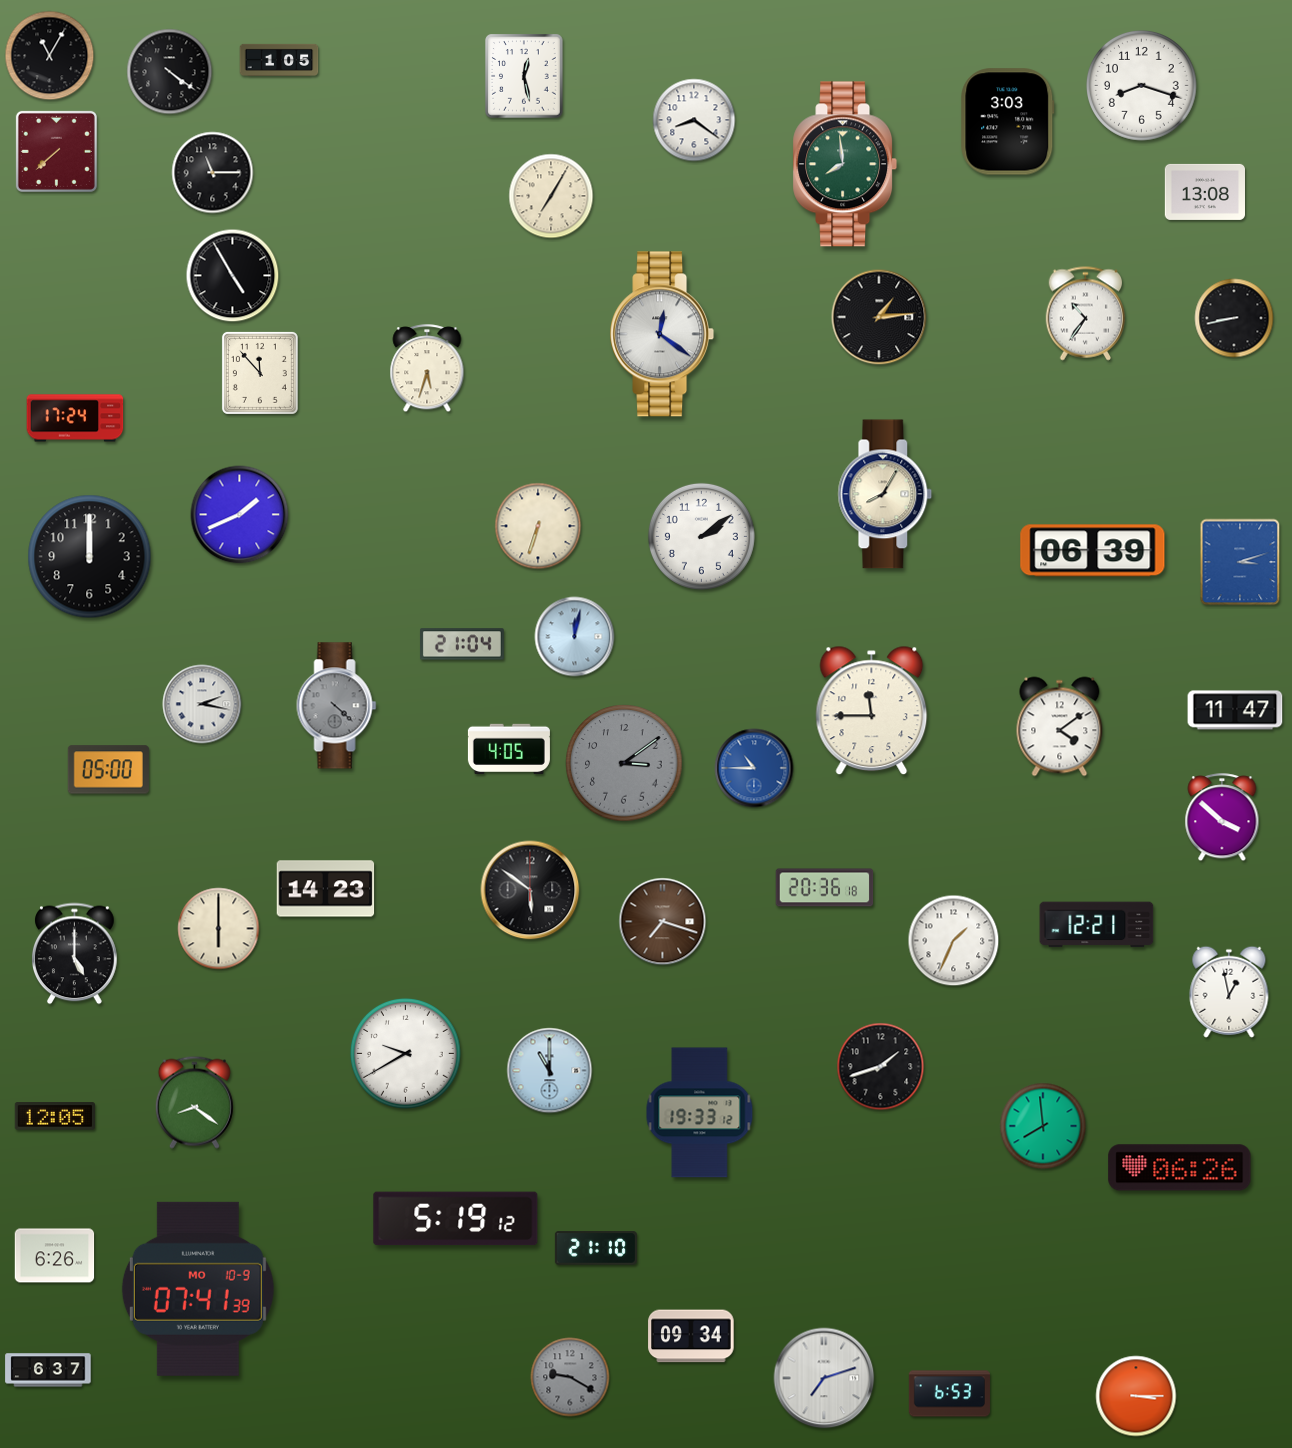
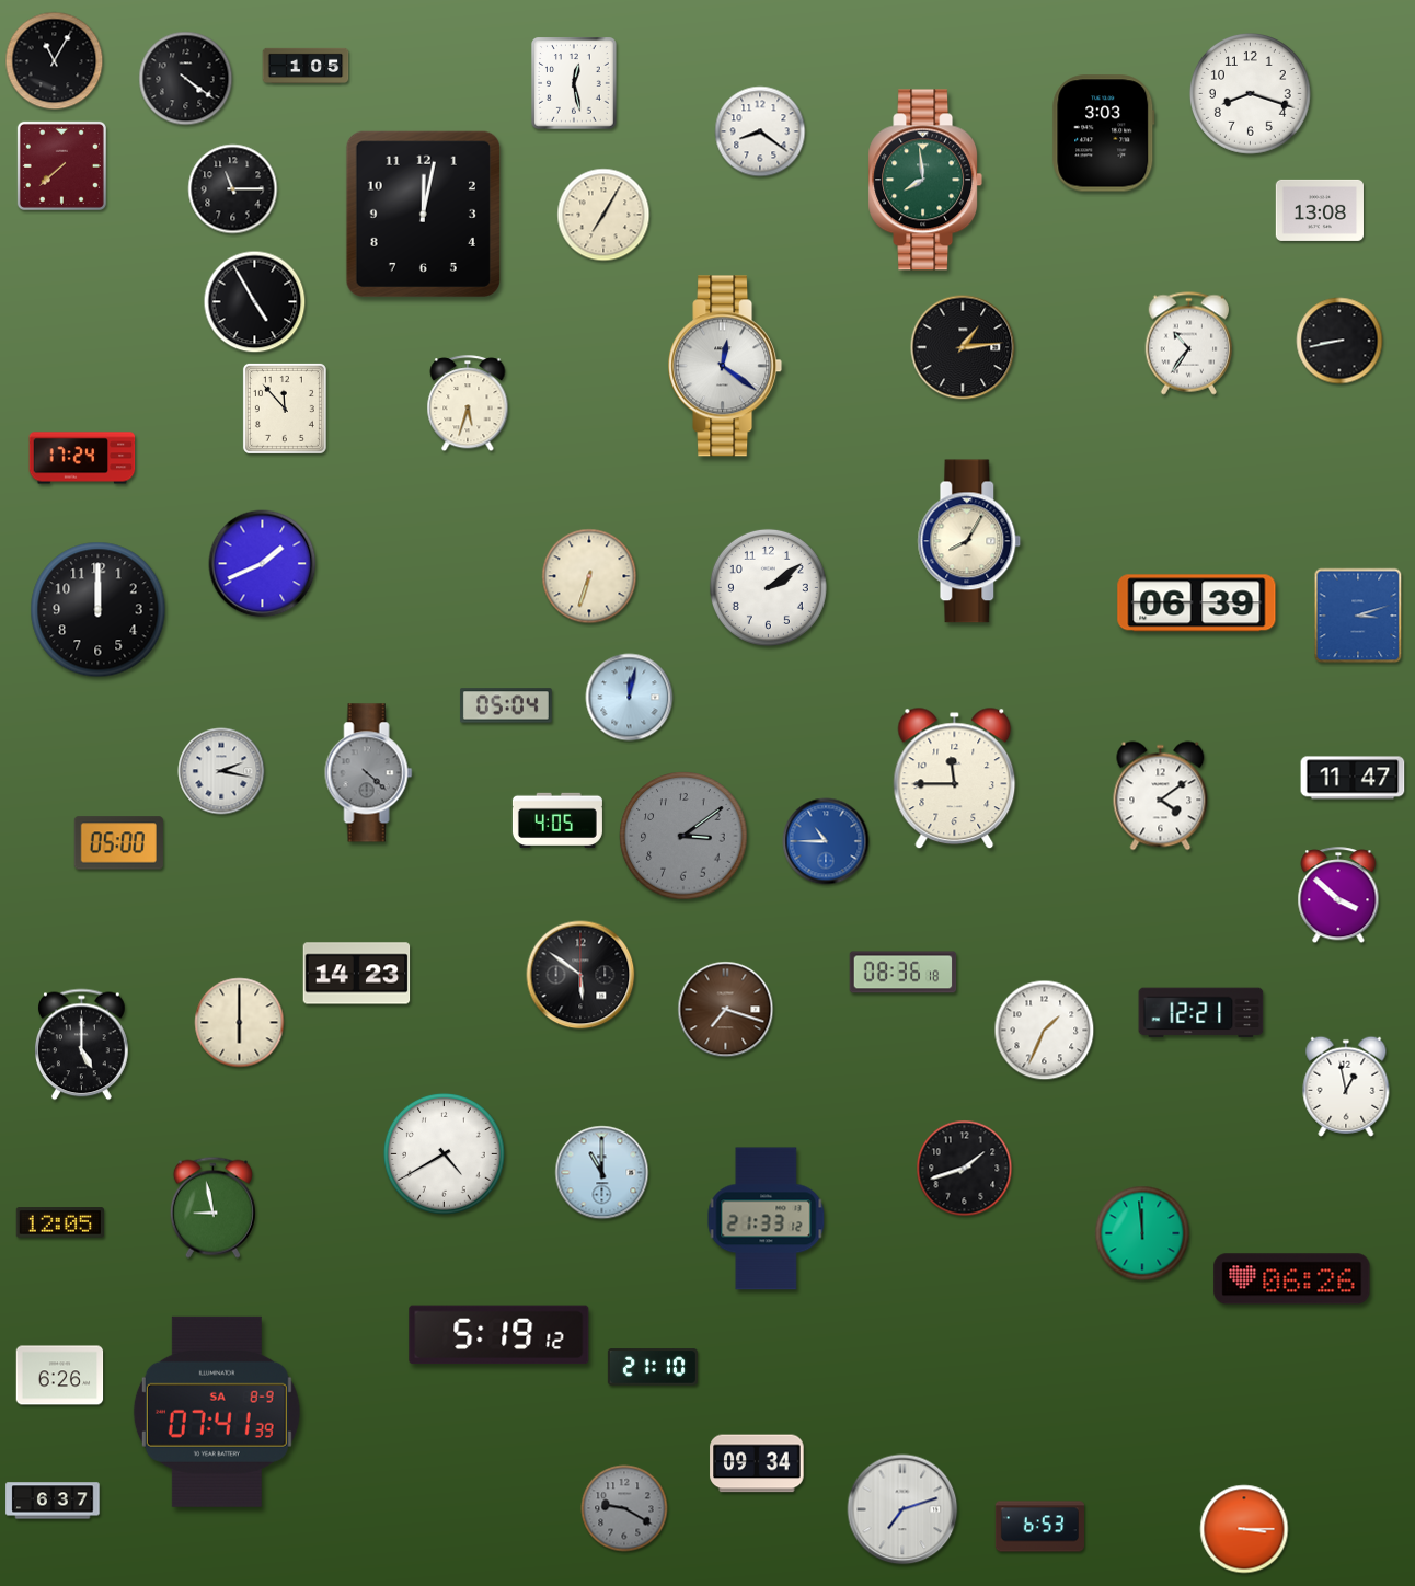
clock at (423, 214): none -> 12:02
clock at (1234, 318) position: (1234, 318) -> (1339, 341)
clock at (462, 644): 21:04 -> 05:04
clock at (825, 888): 20:36 -> 08:36
clock at (219, 929) position: (219, 929) -> (240, 1023)
clock at (405, 1053): 9:40 -> 4:40
clock at (194, 1102): 8:21 -> 8:58
clock at (700, 1113): 19:33 -> 21:33
clock at (1043, 1126): 7:59 -> 11:59
clock at (198, 1289) date: MO 10-9 -> SA 8-9
